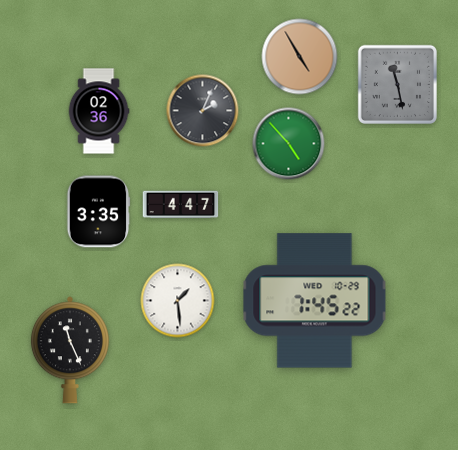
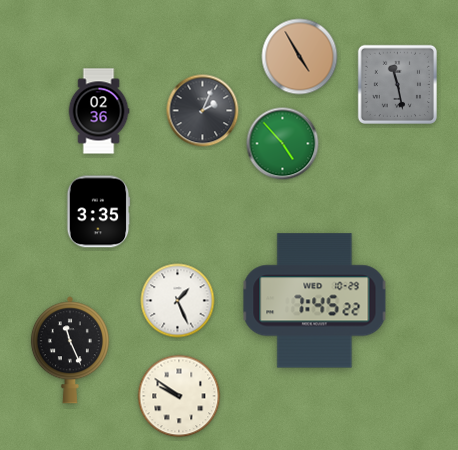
clock at (289, 144) position: (289, 144) -> (283, 144)
clock at (181, 205): 4:47 -> none
clock at (178, 301): 1:29 -> 1:26
clock at (179, 396): none -> 9:51
